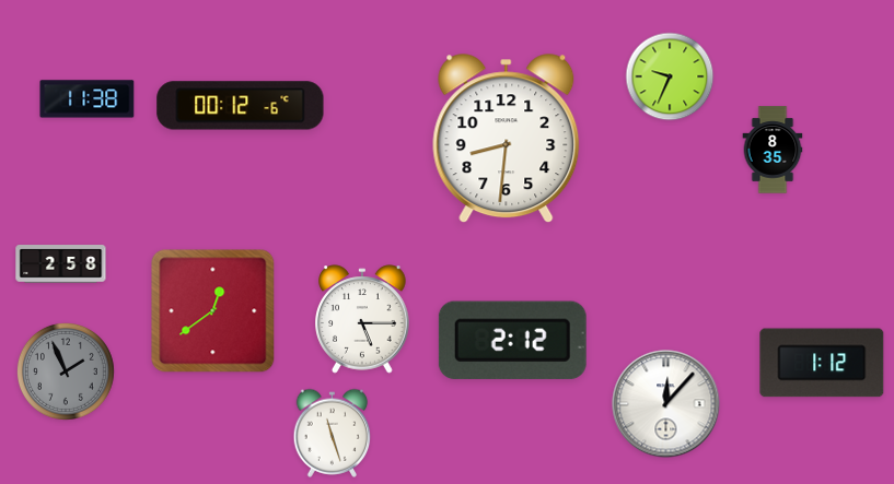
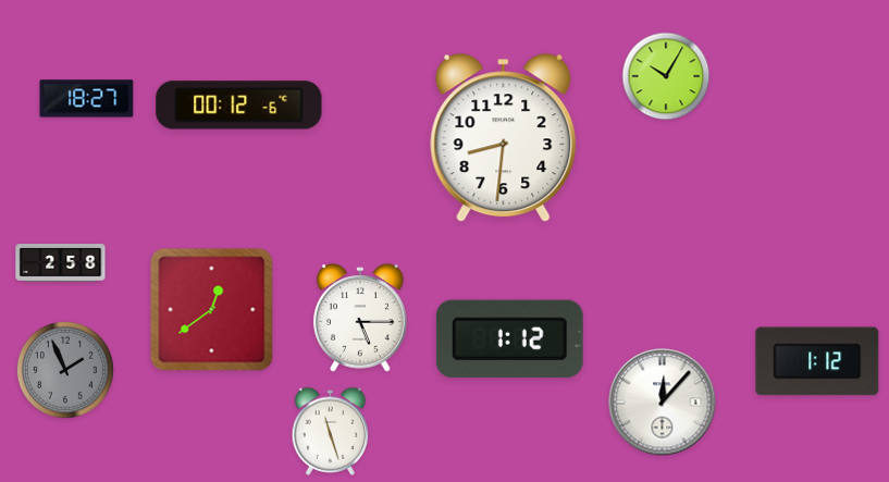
clock at (670, 76): 9:34 -> 10:05
clock at (88, 99): 11:38 -> 18:27
clock at (773, 150): 8:35 -> none
clock at (512, 340): 2:12 -> 1:12
